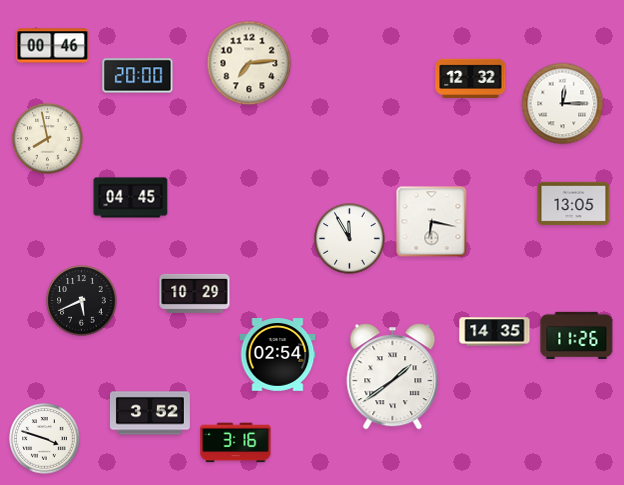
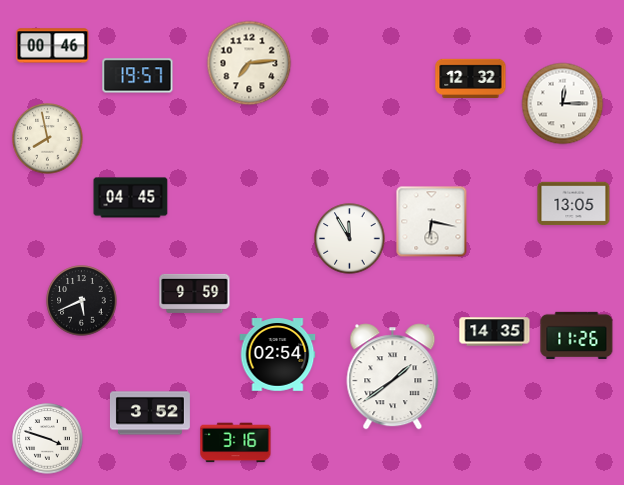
clock at (138, 76): 20:00 -> 19:57
clock at (195, 293): 10:29 -> 9:59
clock at (45, 439) position: (45, 439) -> (48, 439)
